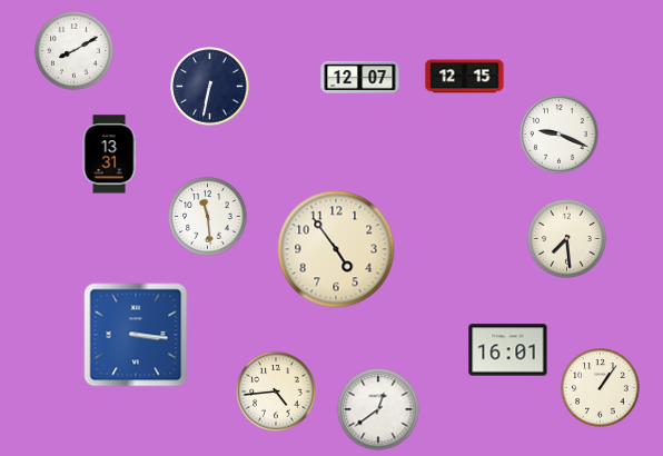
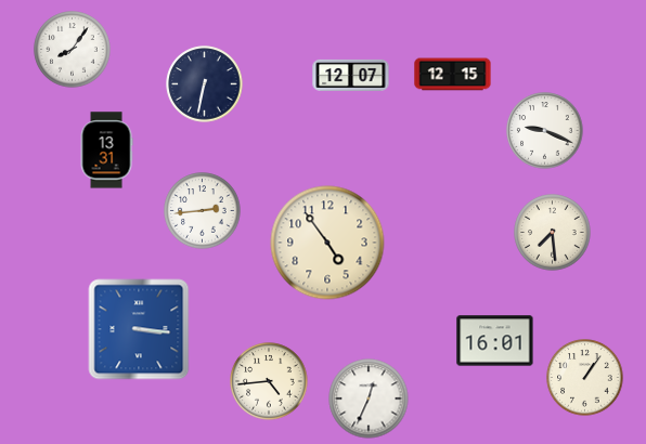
clock at (75, 51): 8:10 -> 8:06
clock at (208, 217): 11:29 -> 2:44
clock at (136, 335) position: (136, 335) -> (139, 329)
clock at (378, 409): 12:39 -> 12:34
